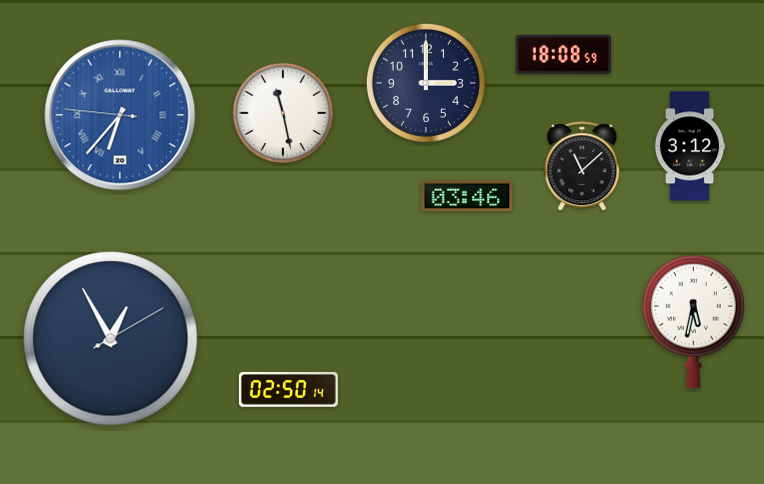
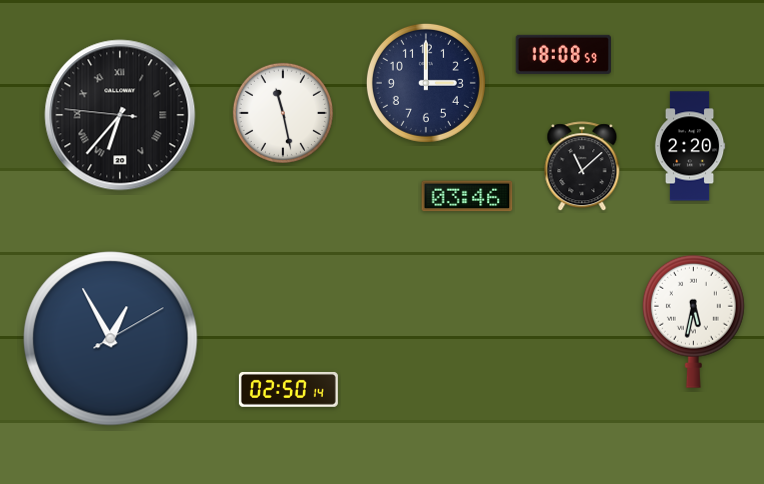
clock at (120, 115) dial: blue -> black
clock at (690, 146): 3:12 -> 2:20
